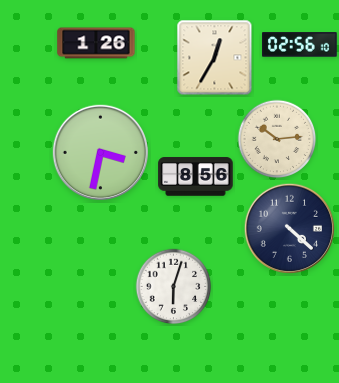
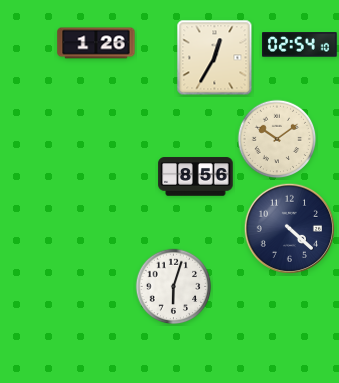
clock at (300, 45): 02:56 -> 02:54
clock at (277, 139): 10:14 -> 10:09
clock at (101, 153): 3:32 -> none
